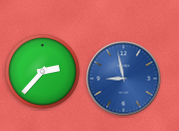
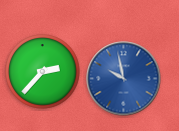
clock at (124, 79): 8:58 -> 9:58
